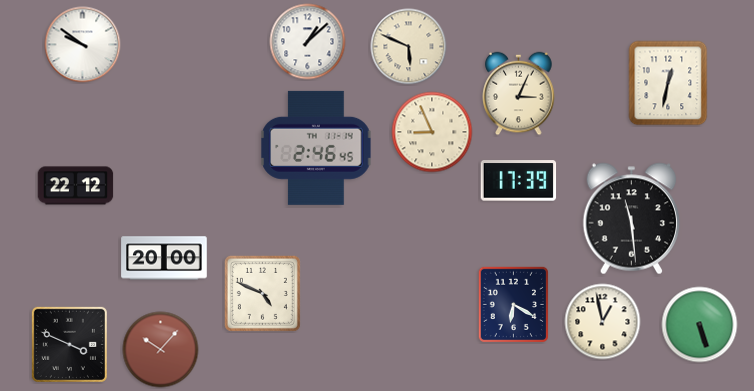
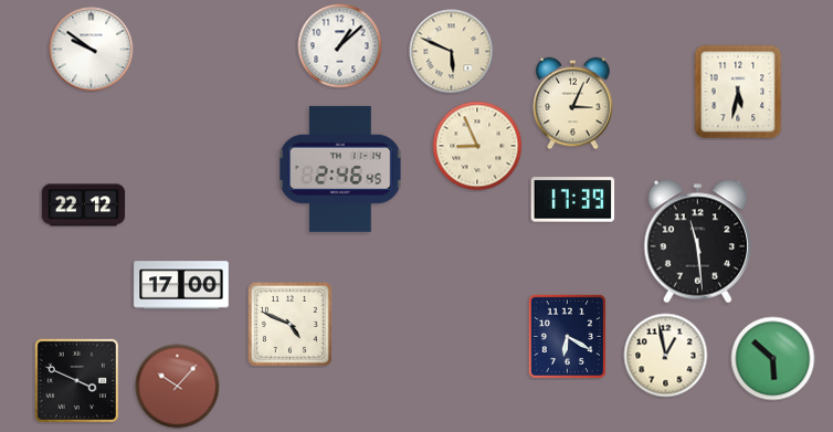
clock at (668, 83): 12:32 -> 5:32
clock at (316, 148) position: (316, 148) -> (340, 169)
clock at (164, 258): 20:00 -> 17:00
clock at (700, 325): 5:27 -> 5:52
